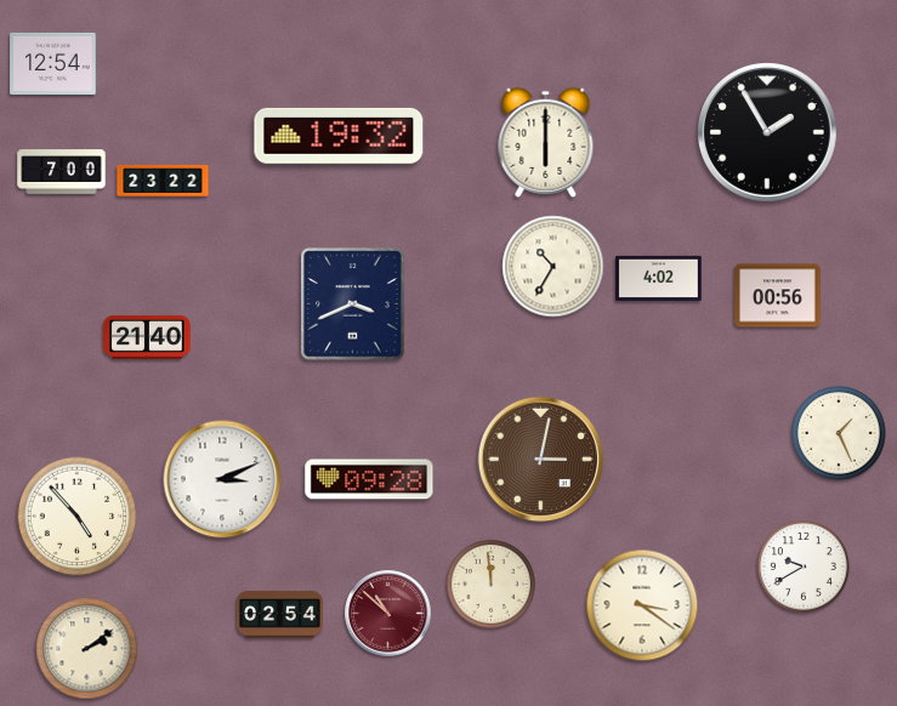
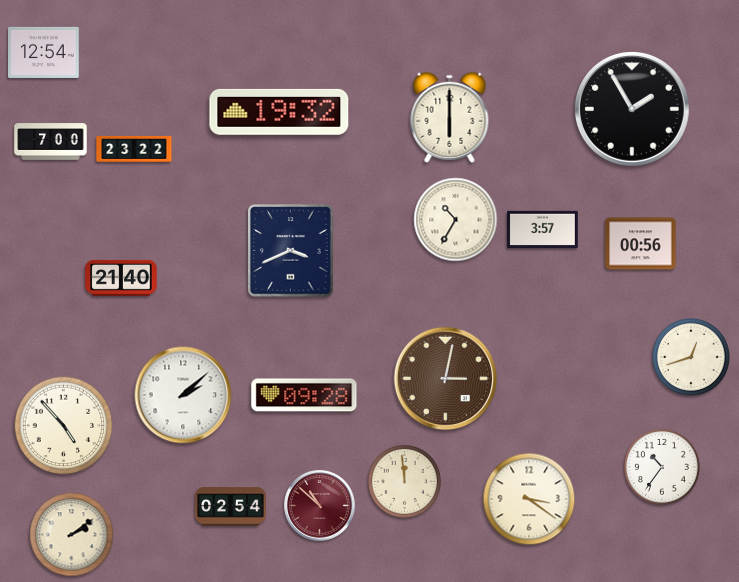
clock at (659, 278): 4:02 -> 3:57
clock at (839, 433): 1:26 -> 12:42
clock at (222, 479): 3:11 -> 2:08
clock at (805, 568): 9:40 -> 10:36
